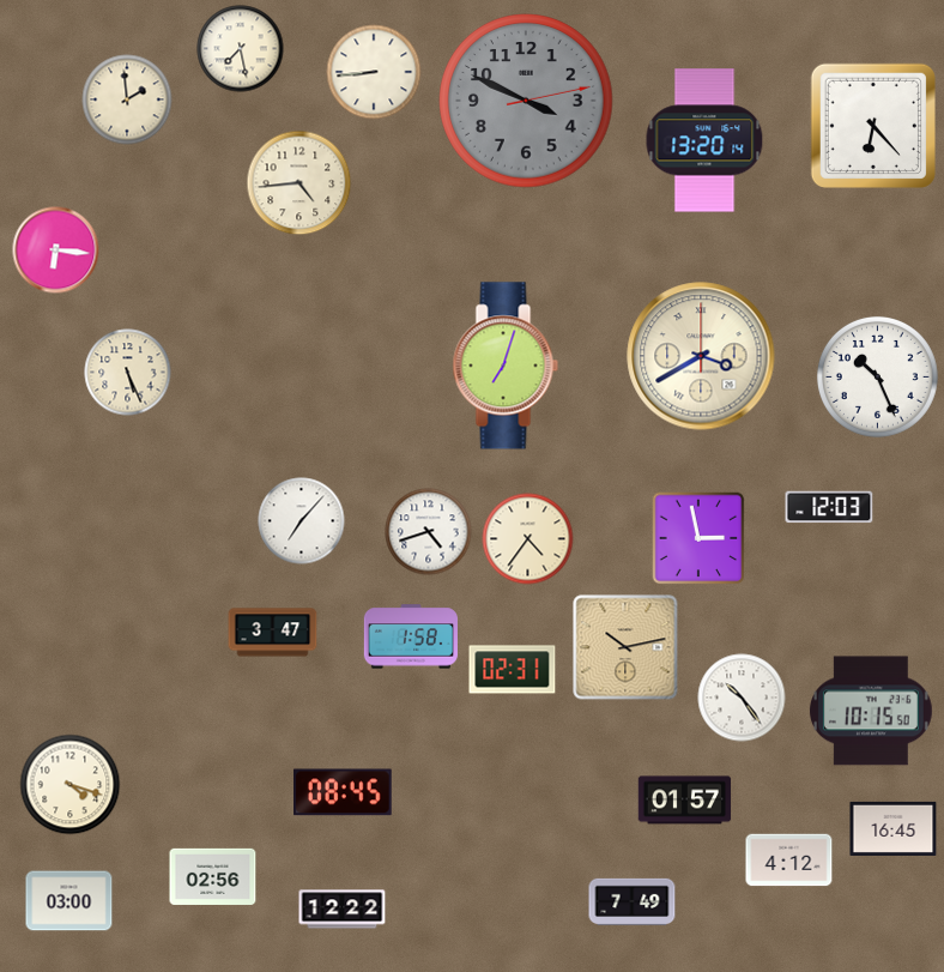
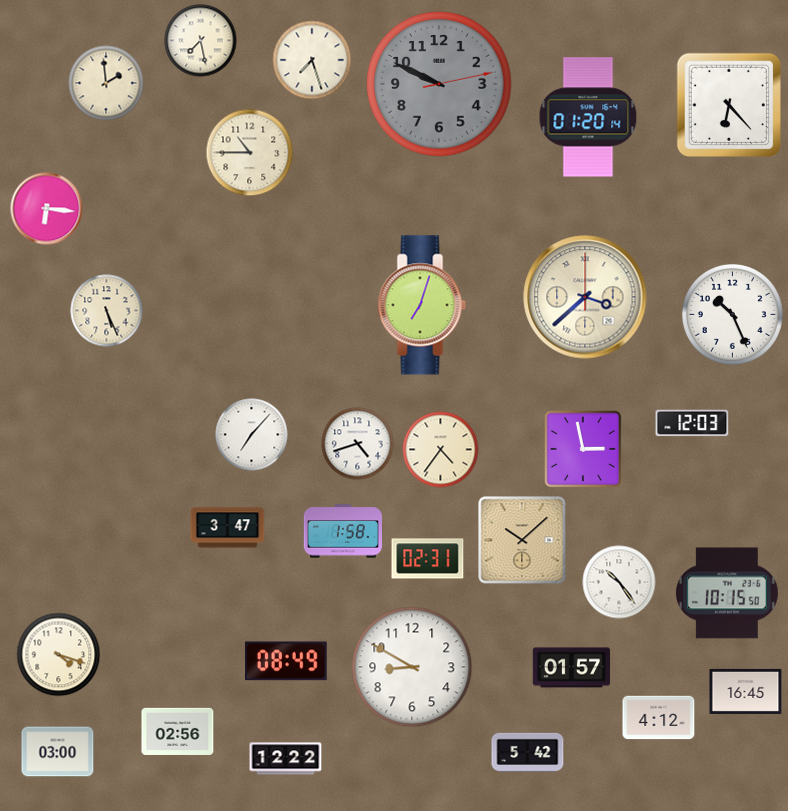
clock at (374, 72): 8:44 -> 7:27
clock at (526, 101): 3:49 -> 9:49
clock at (704, 140): 13:20 -> 01:20
clock at (299, 183): 4:44 -> 10:45
clock at (701, 356): 3:40 -> 3:38
clock at (625, 647): 10:13 -> 10:08
clock at (344, 792): 08:45 -> 08:49
clock at (412, 667): none -> 8:50
clock at (633, 901): 7:49 -> 5:42
